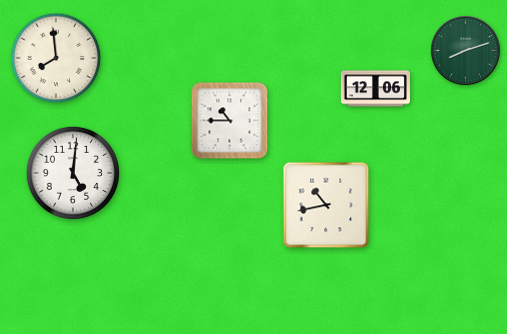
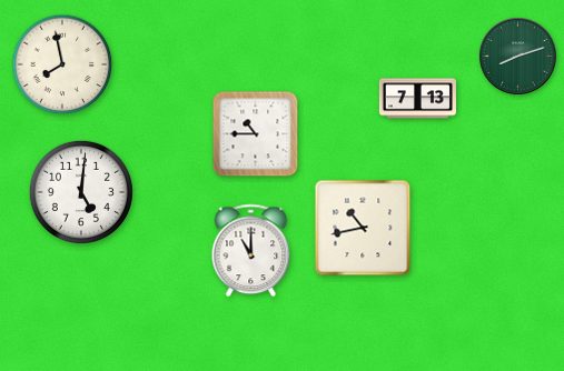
clock at (56, 58): 7:59 -> 7:58
clock at (375, 89): 12:06 -> 7:13
clock at (251, 251): none -> 11:00
